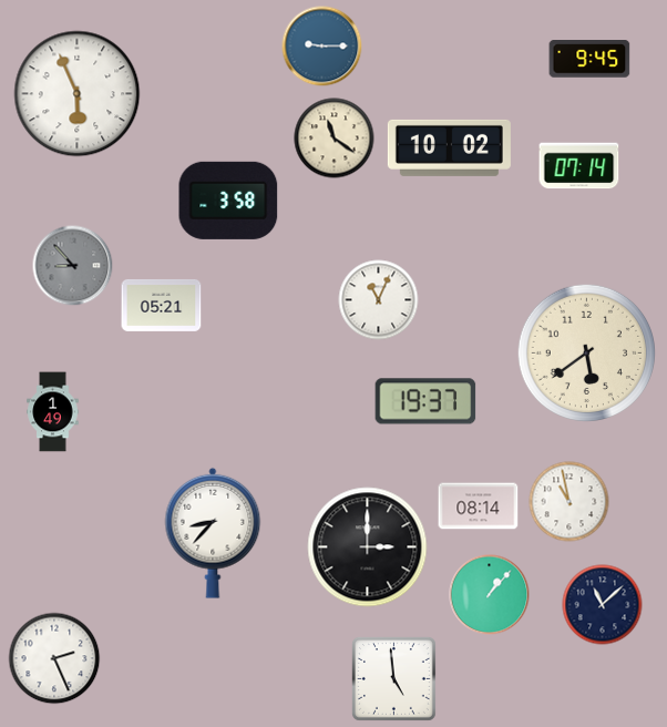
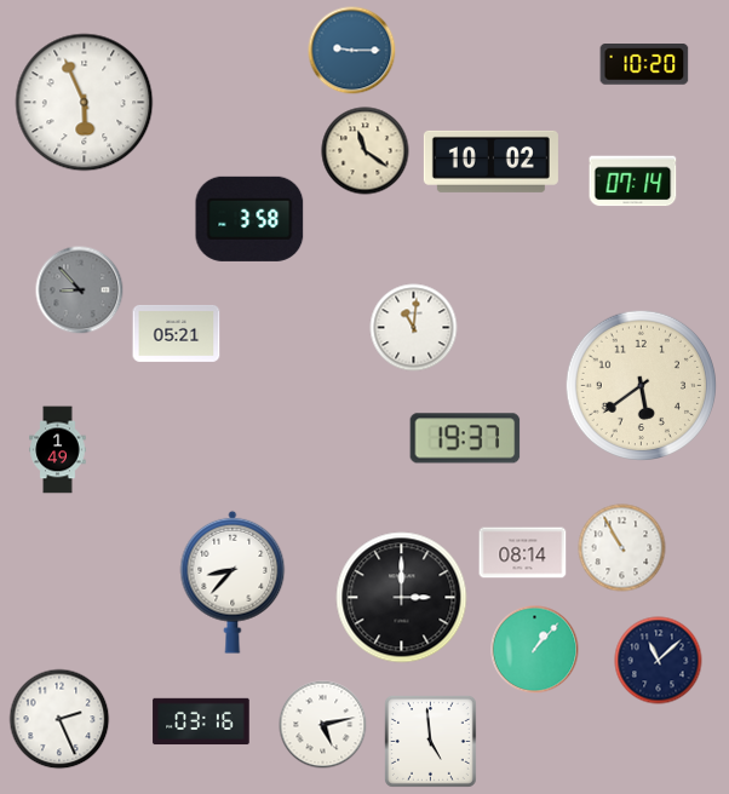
clock at (589, 60): 9:45 -> 10:20
clock at (379, 300): 11:04 -> 11:01
clock at (569, 502): 10:58 -> 10:55
clock at (201, 721): none -> 03:16
clock at (323, 725): none -> 5:13
